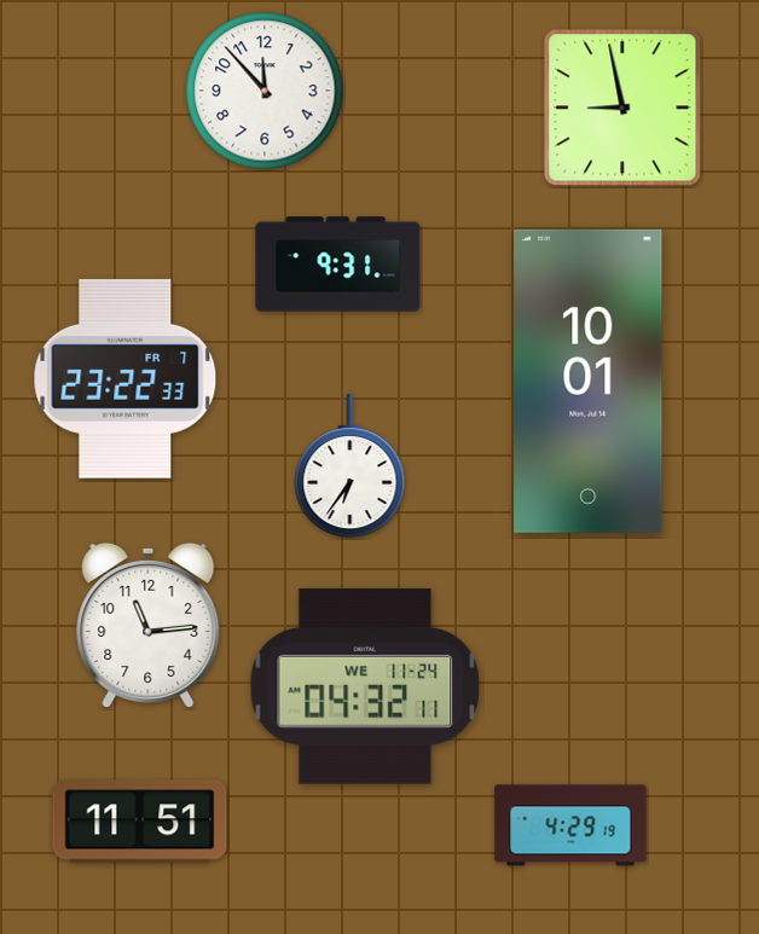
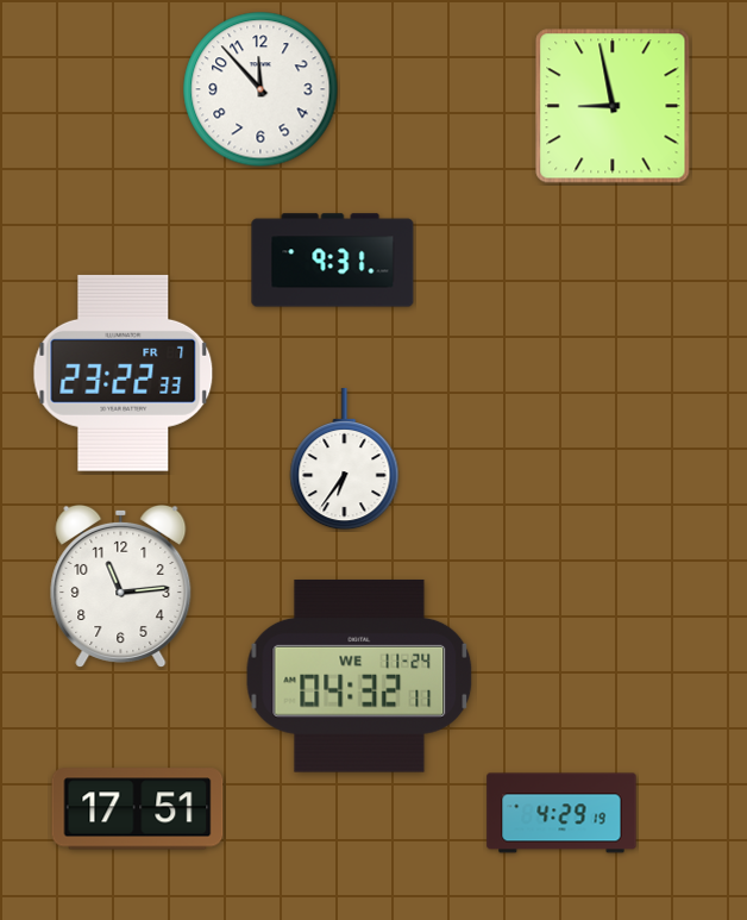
clock at (589, 381): 10:01 -> none
clock at (149, 625) position: (149, 625) -> (121, 586)
clock at (140, 822): 11:51 -> 17:51
